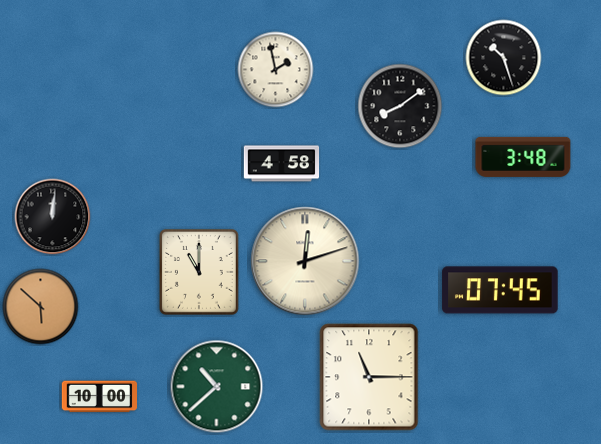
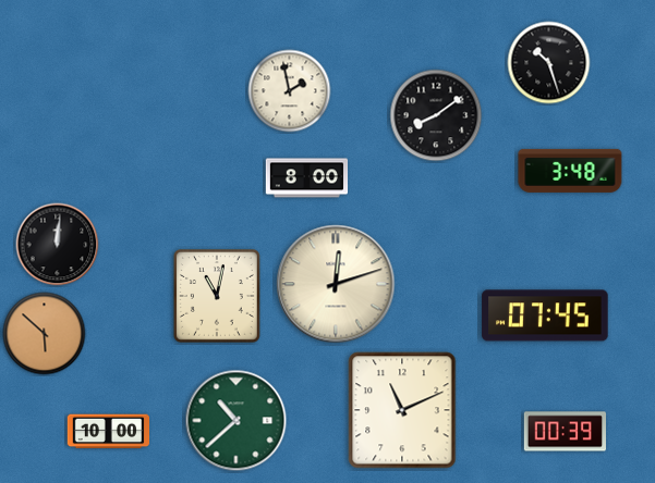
clock at (276, 70) position: (276, 70) -> (290, 91)
clock at (282, 164): 4:58 -> 8:00
clock at (53, 217) position: (53, 217) -> (58, 245)
clock at (305, 261) position: (305, 261) -> (336, 284)
clock at (199, 272): 11:00 -> 11:02
clock at (369, 377): 11:15 -> 11:11
clock at (565, 432): none -> 00:39
